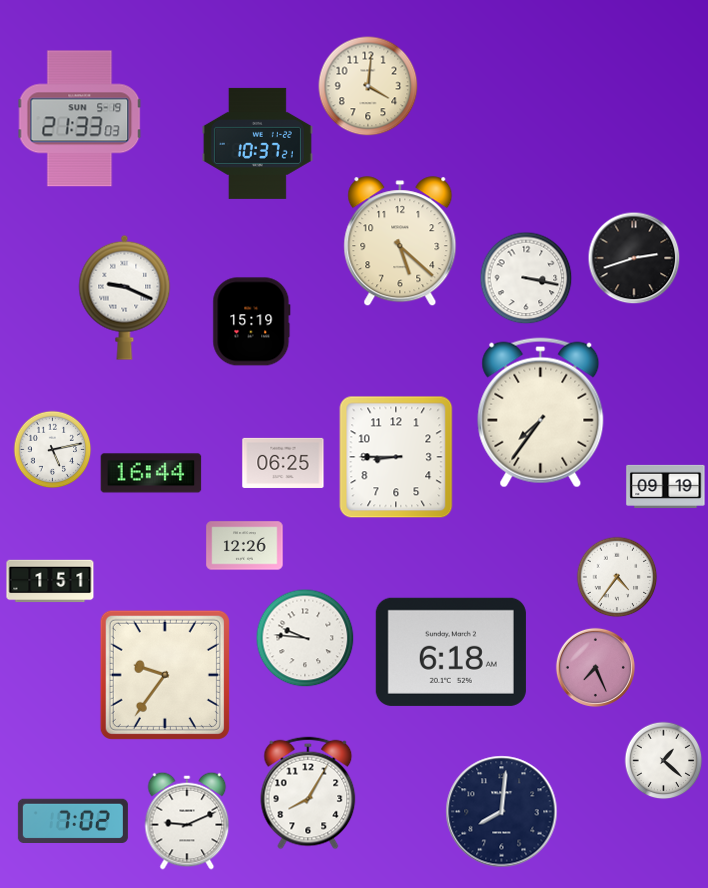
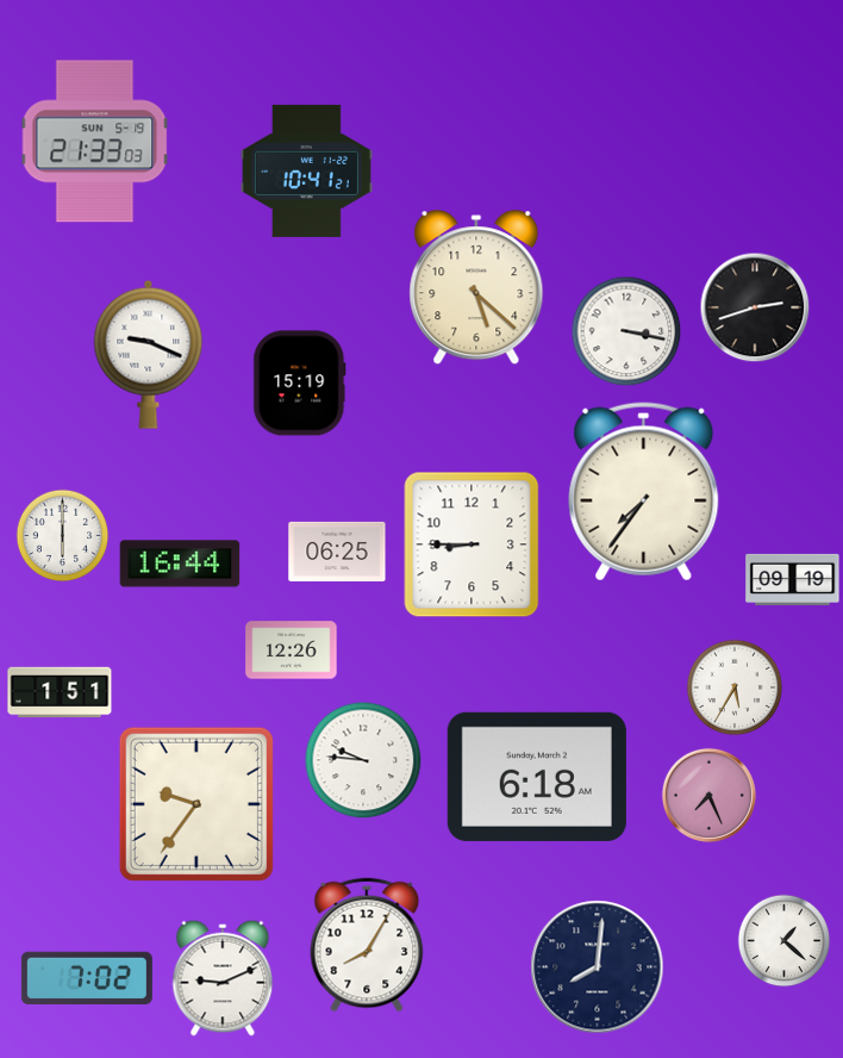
clock at (368, 86): 4:01 -> none
clock at (257, 143): 10:37 -> 10:41
clock at (52, 449): 5:13 -> 6:00
clock at (617, 577): 4:36 -> 5:35
clock at (663, 760) position: (663, 760) -> (783, 940)
